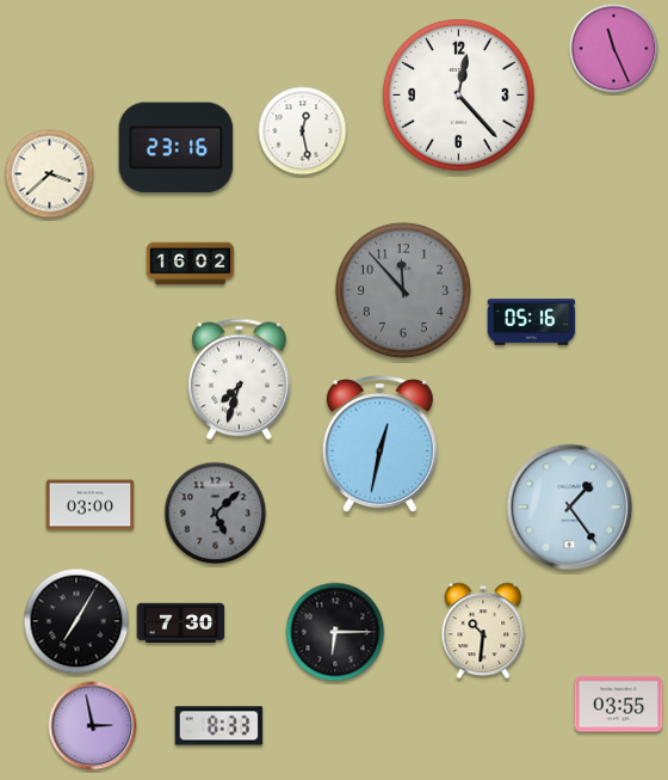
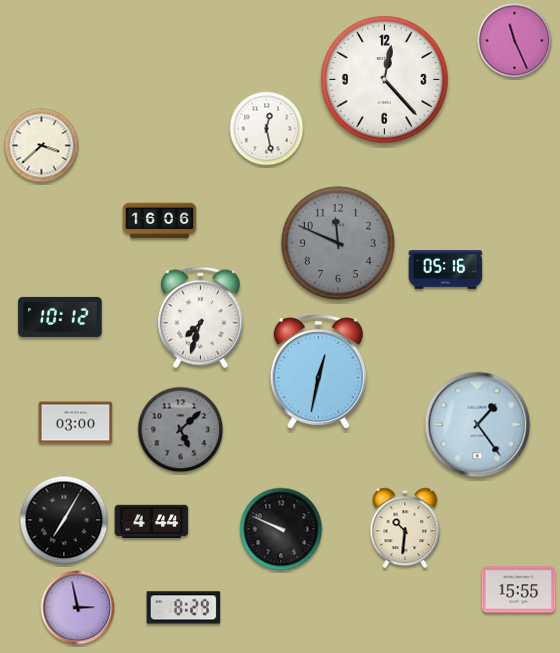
clock at (303, 131) position: (303, 131) -> (267, 129)
clock at (177, 148): 23:16 -> none
clock at (191, 264): 16:02 -> 16:06
clock at (403, 290): 11:53 -> 11:49
clock at (60, 317): none -> 10:12
clock at (181, 622): 7:30 -> 4:44
clock at (335, 632): 6:15 -> 9:49
clock at (619, 705): 03:55 -> 15:55
clock at (219, 726): 8:33 -> 8:29
